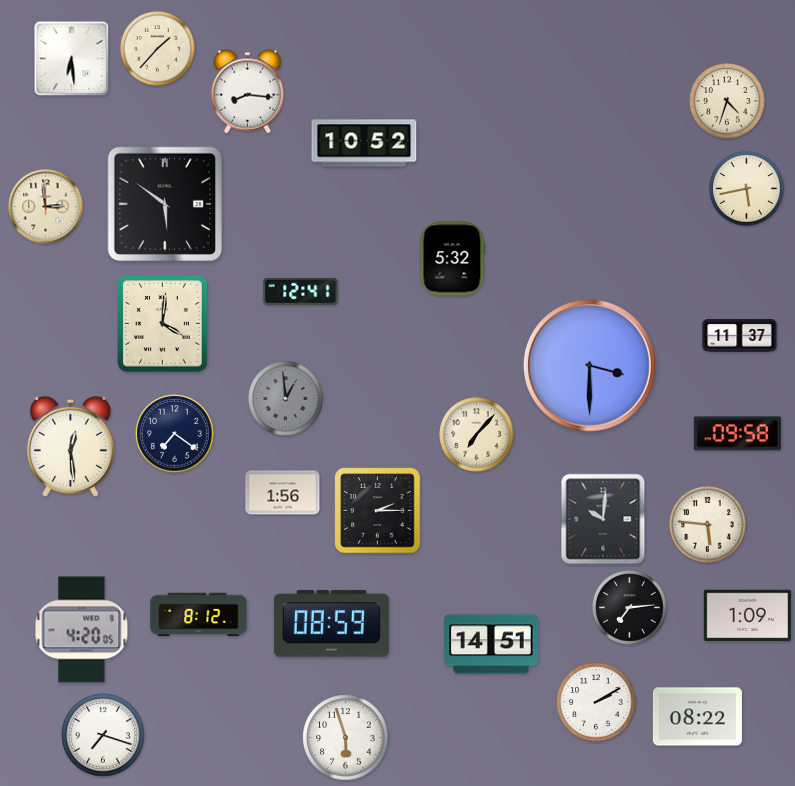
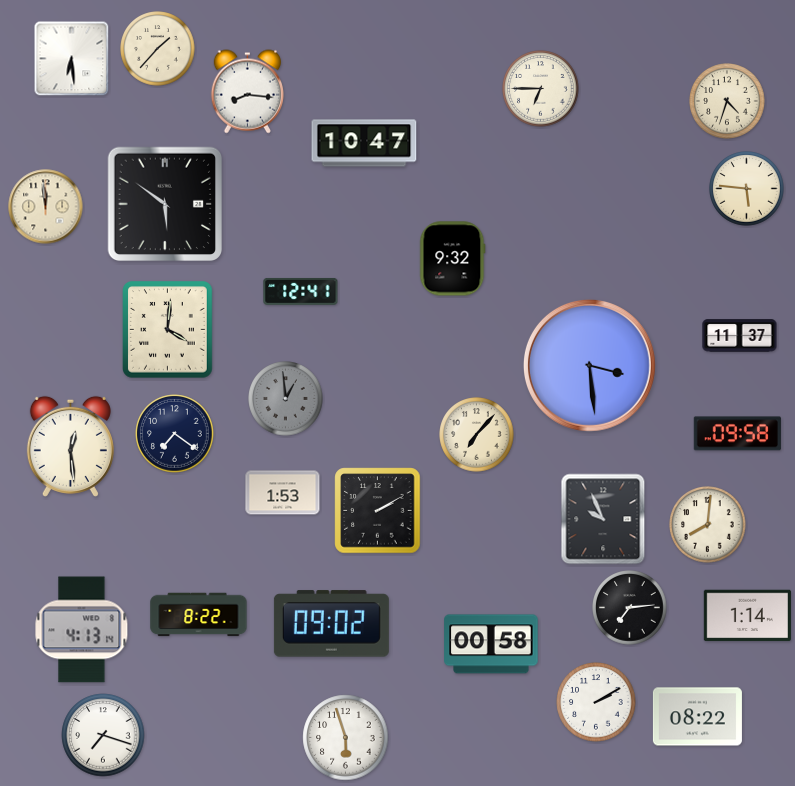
clock at (541, 89): none -> 6:45
clock at (364, 143): 10:52 -> 10:47
clock at (747, 189): 5:43 -> 5:46
clock at (46, 207): 2:59 -> 11:59
clock at (453, 259): 5:32 -> 9:32
clock at (163, 324) position: (163, 324) -> (168, 330)
clock at (589, 365): 3:30 -> 3:29
clock at (283, 493): 1:56 -> 1:53
clock at (378, 511): 2:15 -> 2:10
clock at (603, 519): 10:01 -> 9:56
clock at (708, 525): 5:46 -> 8:01
clock at (199, 615): 8:12 -> 8:22
clock at (747, 616): 1:09 -> 1:14
clock at (331, 624): 08:59 -> 09:02
clock at (82, 630): 4:20 -> 4:13
clock at (491, 644): 14:51 -> 00:58
